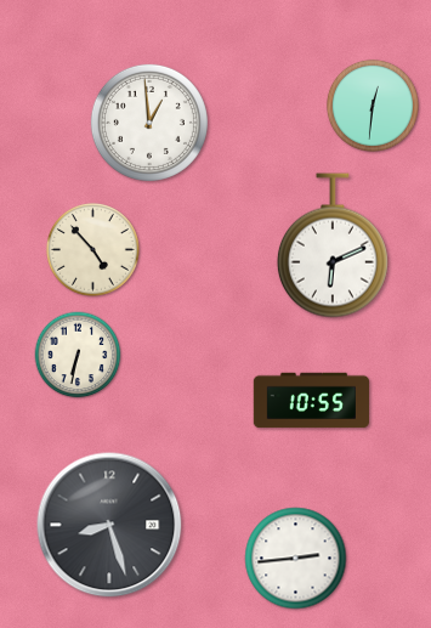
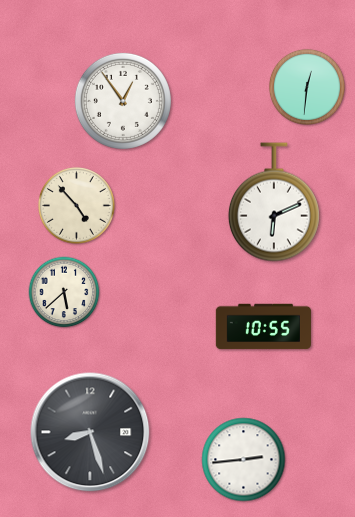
clock at (149, 123): 12:59 -> 12:54
clock at (78, 355): 6:32 -> 5:38
clock at (311, 401) position: (311, 401) -> (263, 327)
